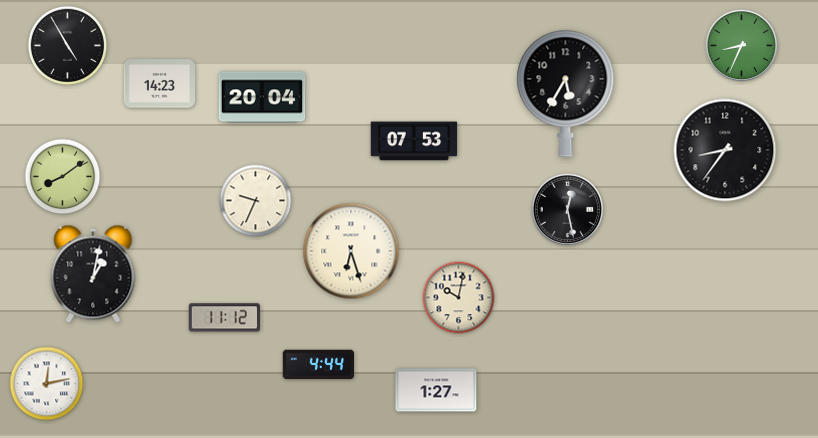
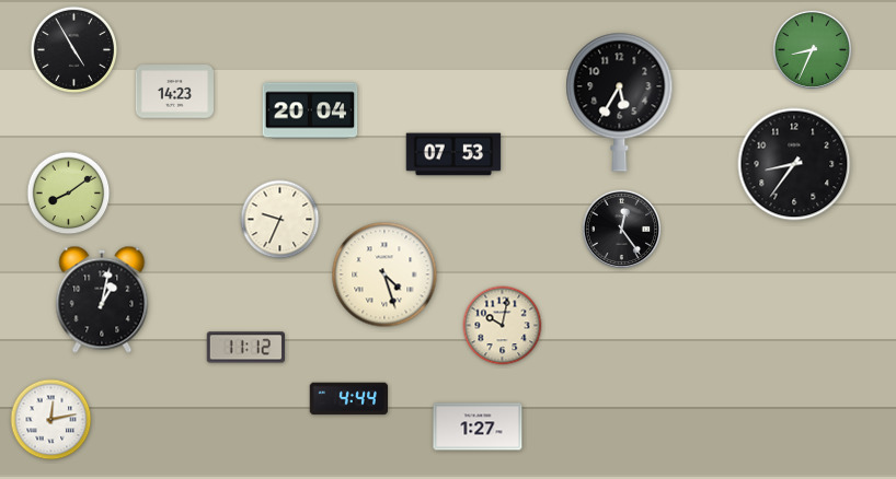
clock at (262, 97) position: (262, 97) -> (310, 110)
clock at (568, 210): 12:28 -> 12:24
clock at (351, 251): 6:27 -> 4:27
